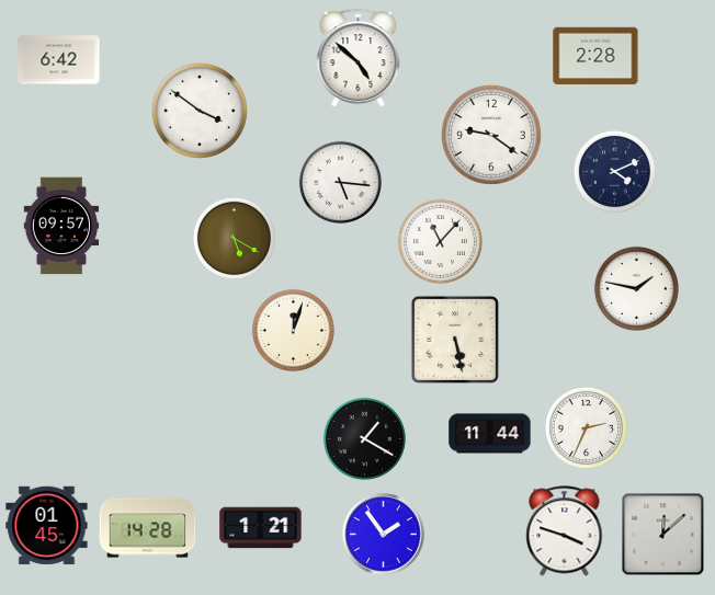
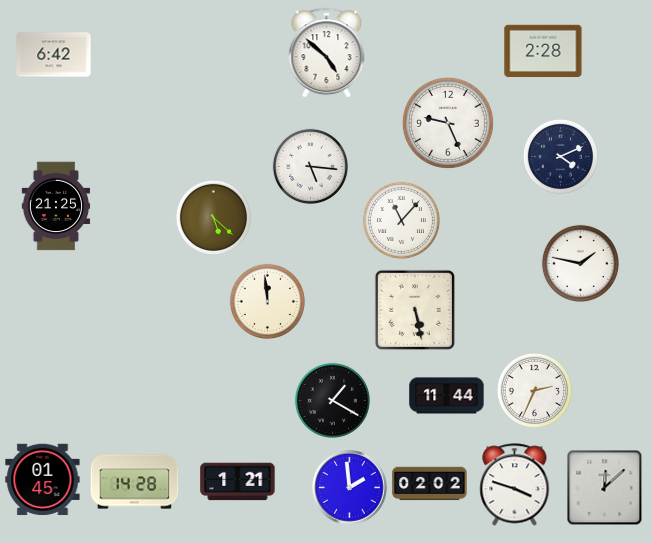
clock at (200, 111): 3:51 -> none
clock at (491, 135): 9:21 -> 9:26
clock at (61, 226): 09:57 -> 21:25
clock at (234, 238): 5:20 -> 5:22
clock at (293, 330): 12:03 -> 11:59
clock at (430, 484): none -> 02:02
clock at (384, 535): 1:54 -> 1:59
